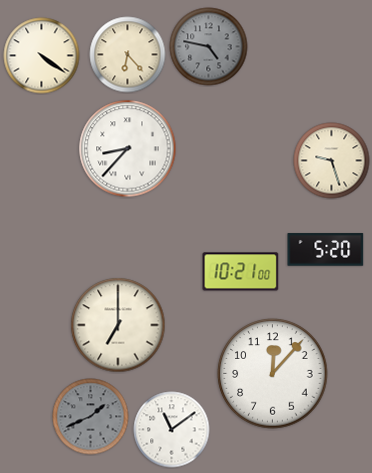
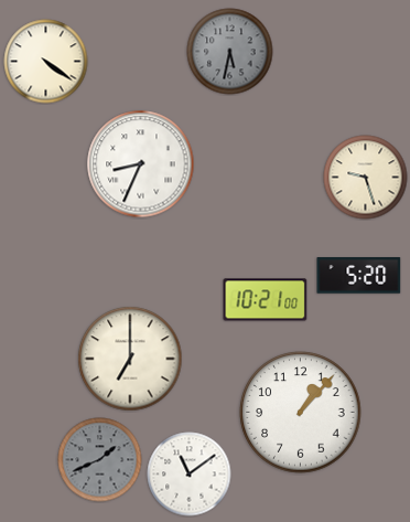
clock at (209, 47): 4:47 -> 5:32
clock at (128, 55): 6:23 -> none
clock at (128, 149): 8:37 -> 8:34
clock at (273, 374): 12:07 -> 1:07
